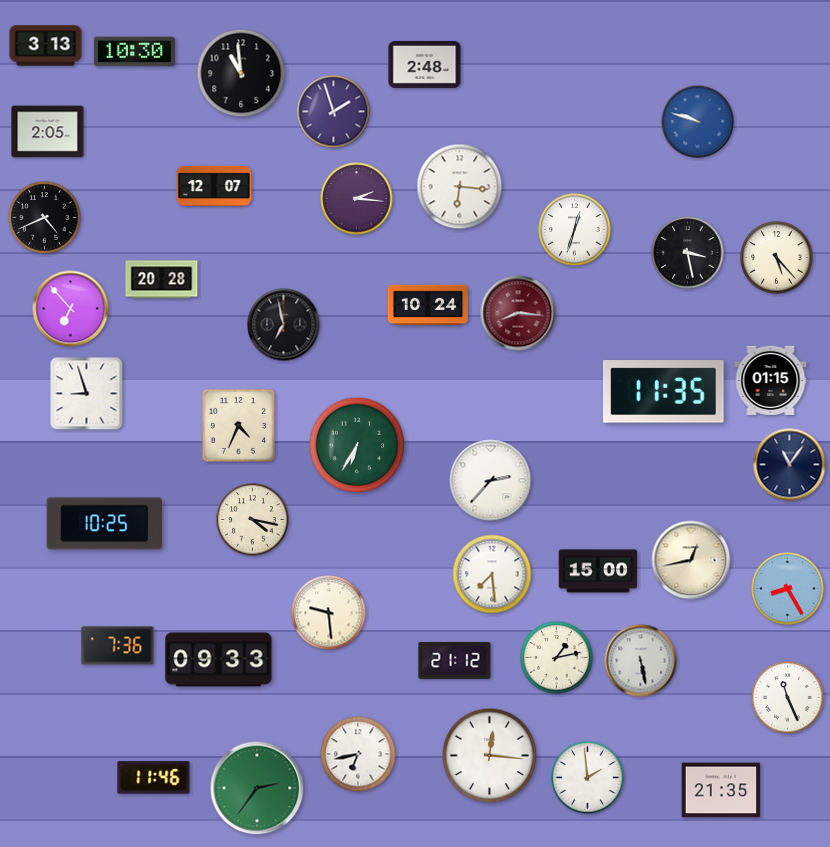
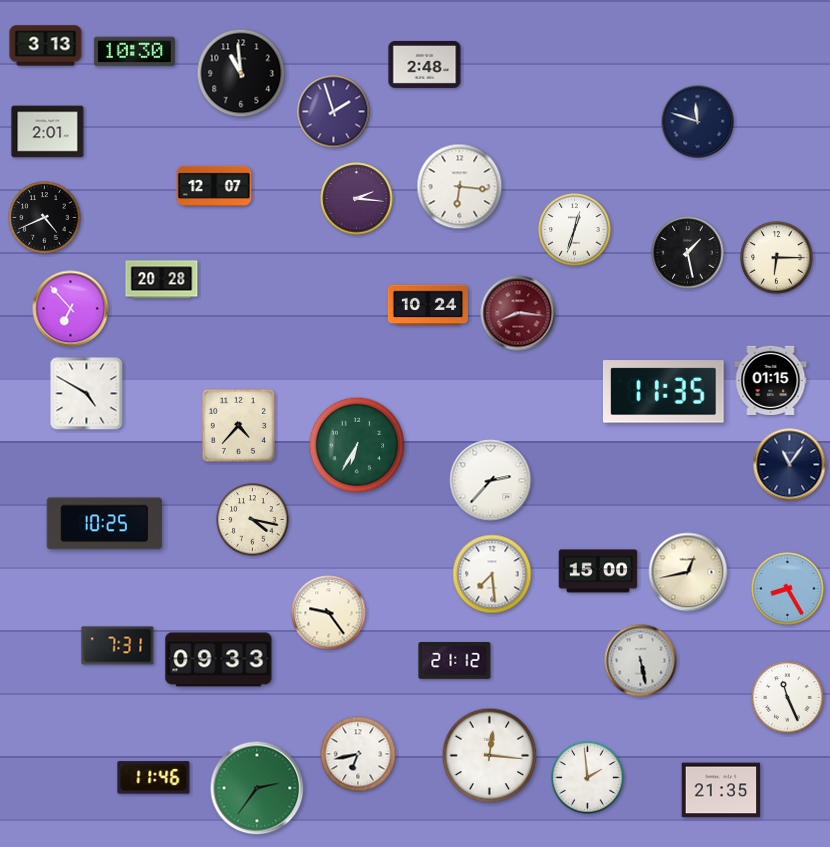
clock at (698, 122): 9:48 -> 11:48
clock at (698, 122) dial: blue -> navy
clock at (48, 132): 2:05 -> 2:01
clock at (688, 253): 3:28 -> 1:28
clock at (777, 258): 5:23 -> 6:15
clock at (284, 325): 6:58 -> none
clock at (87, 394): 8:57 -> 4:50
clock at (238, 425): 4:34 -> 4:37
clock at (691, 560) position: (691, 560) -> (688, 572)
clock at (329, 613): 9:29 -> 9:24
clock at (118, 646): 7:36 -> 7:31
clock at (557, 658): 1:13 -> none
